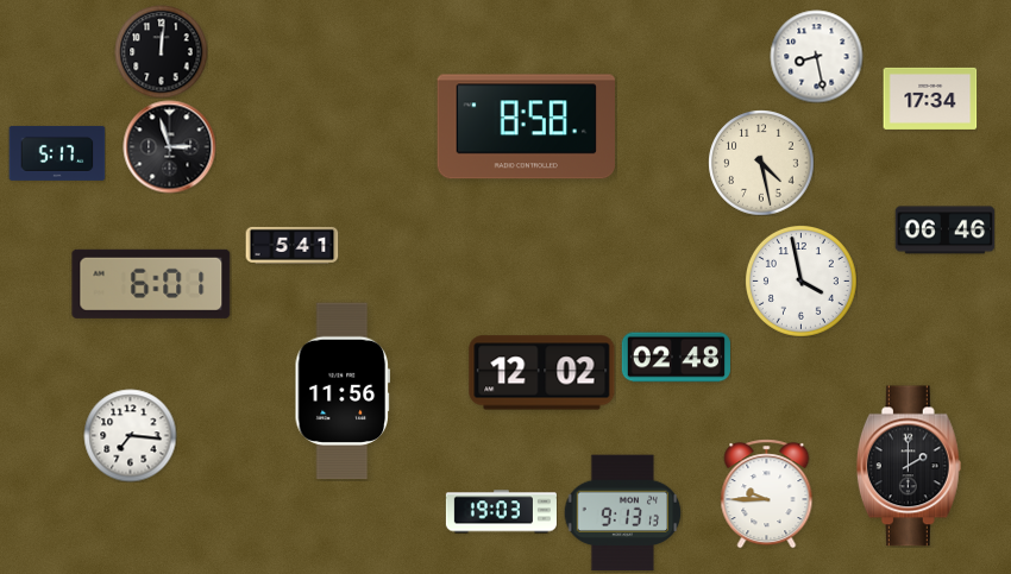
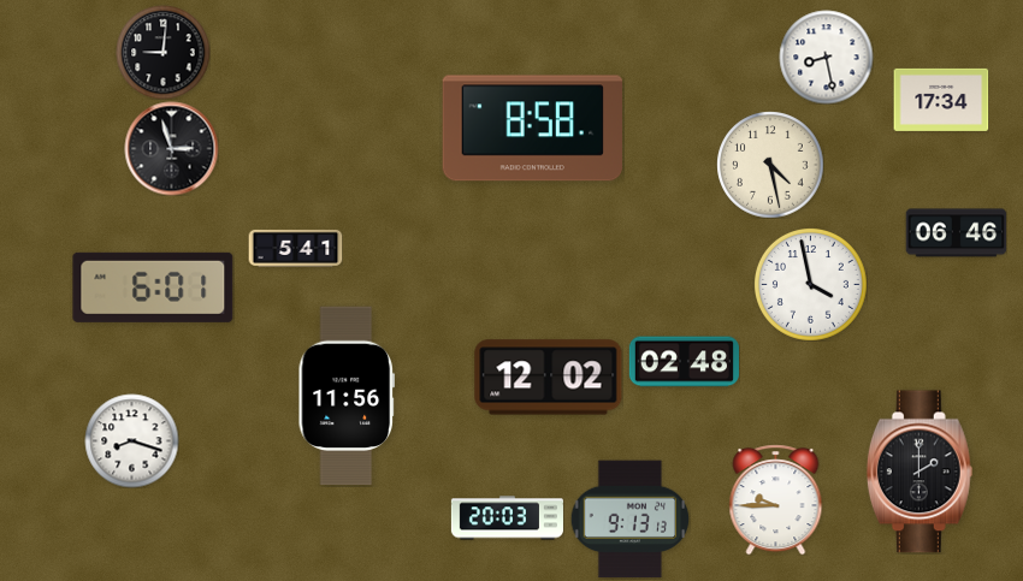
clock at (161, 51): 12:01 -> 9:01
clock at (57, 153): 5:17 -> none
clock at (130, 435): 7:16 -> 8:18
clock at (501, 512): 19:03 -> 20:03
